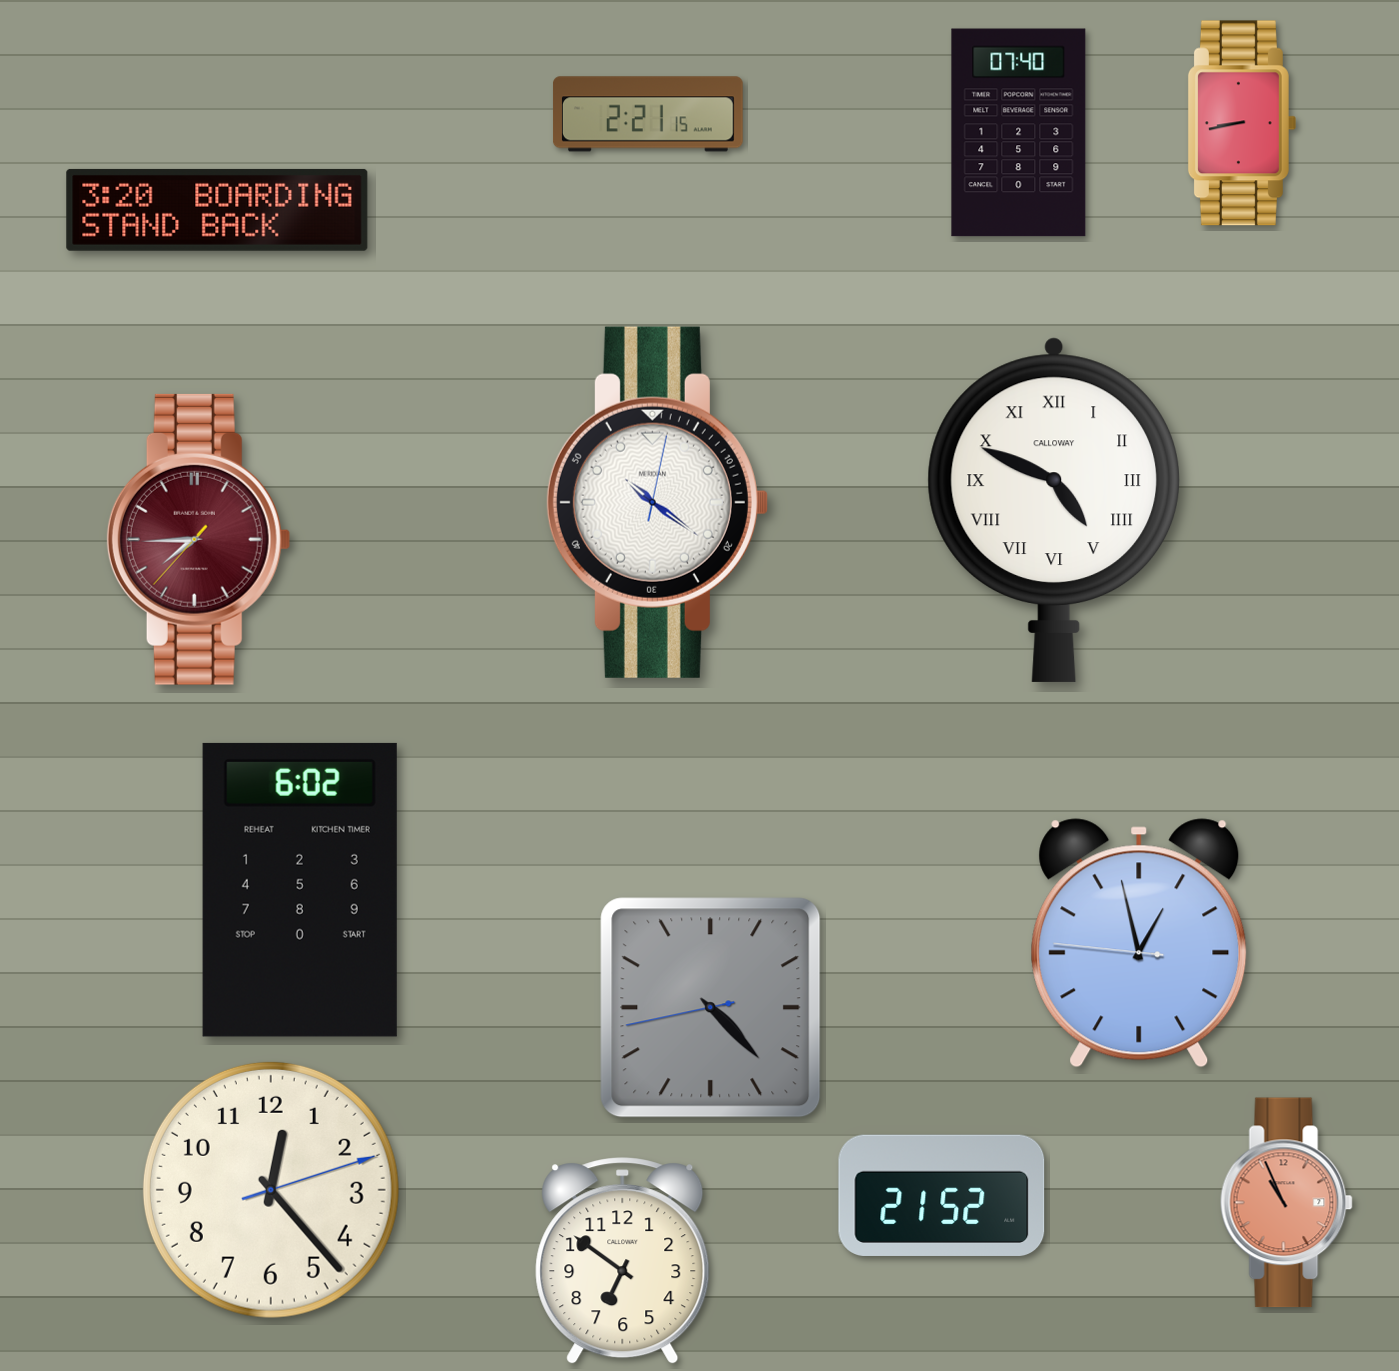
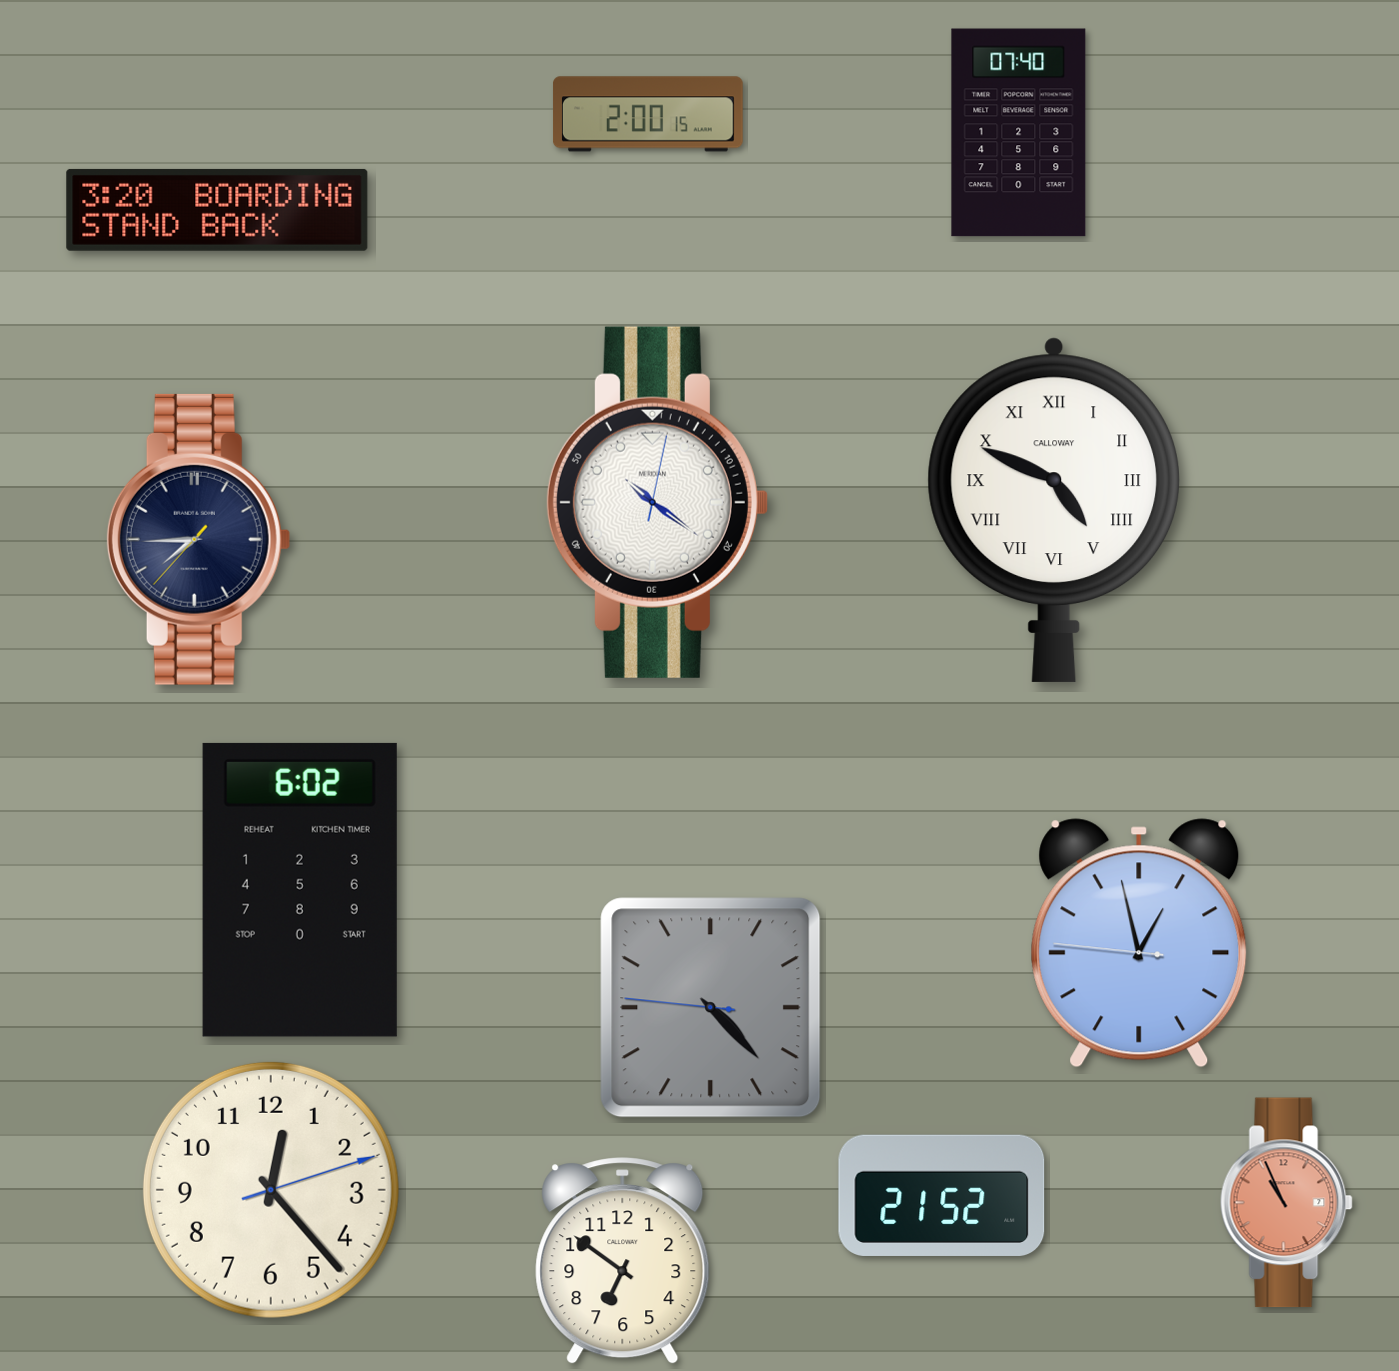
clock at (649, 114): 2:21 -> 2:00
clock at (1242, 123): 8:43 -> none
clock at (198, 539) dial: burgundy -> navy
clock at (711, 1008): 4:22:43 -> 4:22:46
